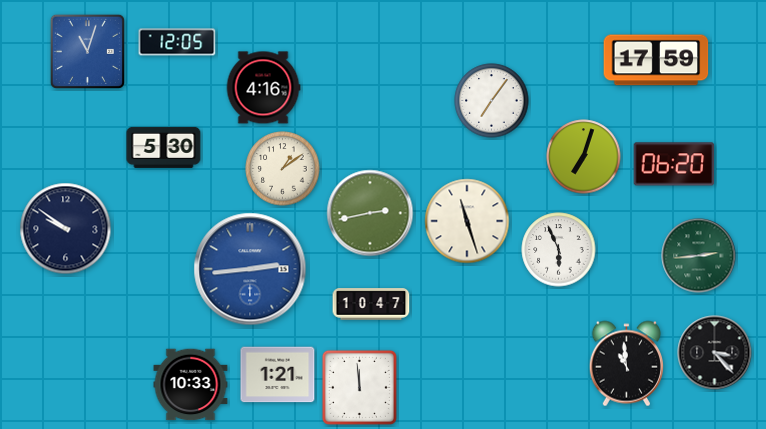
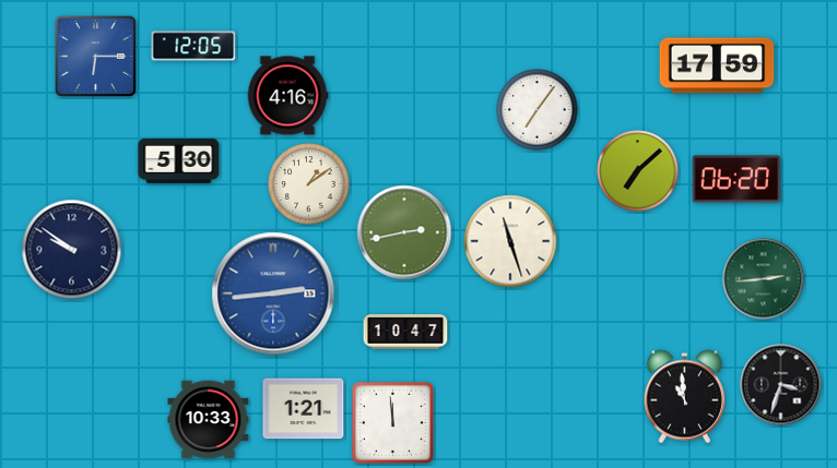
clock at (87, 51): 11:03 -> 6:15
clock at (584, 157): 7:03 -> 7:08
clock at (559, 250): 5:56 -> none
clock at (715, 353): 3:23 -> 3:33
